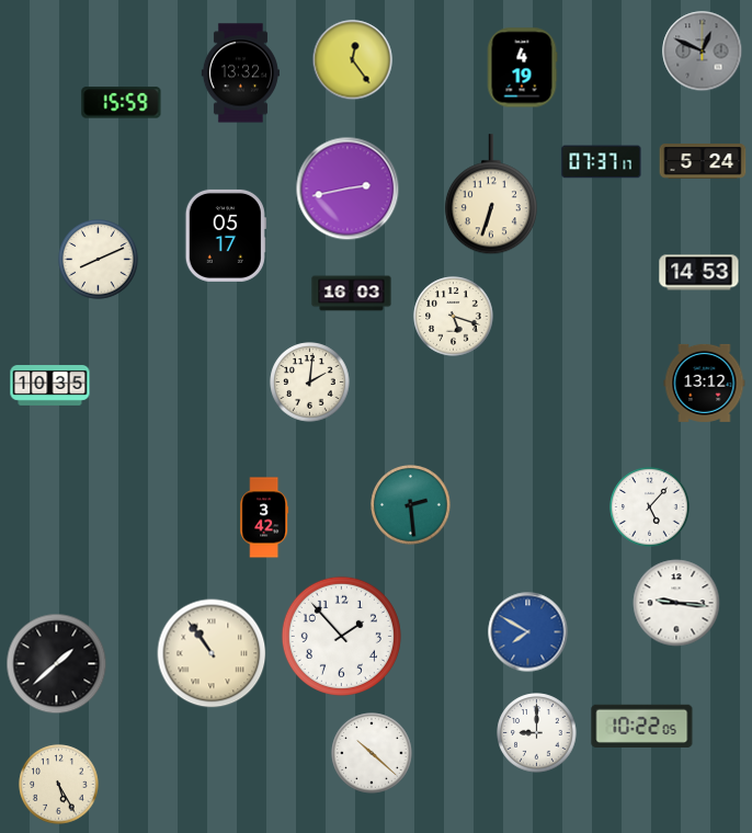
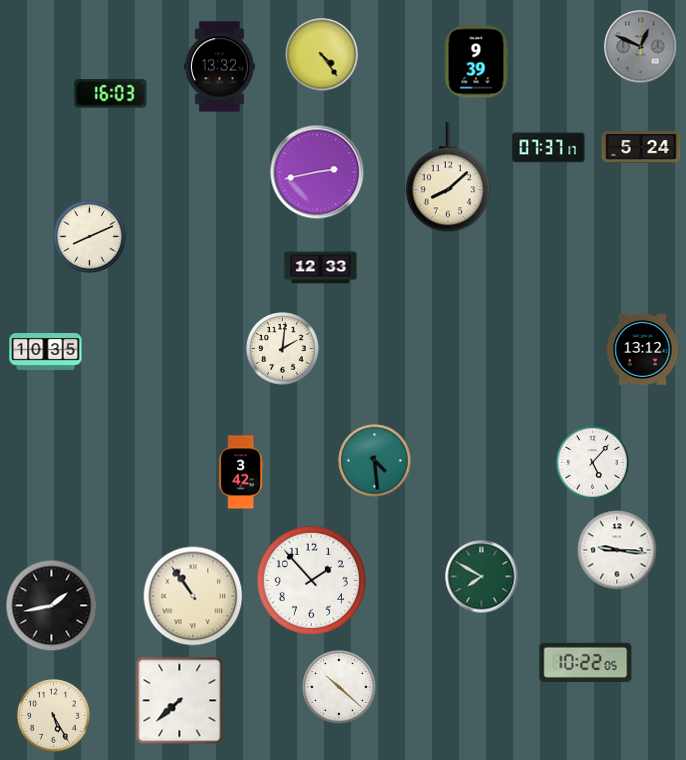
clock at (353, 60): 12:24 -> 4:24
clock at (522, 68): 4:19 -> 9:39
clock at (122, 103): 15:59 -> 16:03
clock at (491, 195): 6:33 -> 8:08
clock at (226, 236): 05:17 -> none
clock at (699, 273): 14:53 -> none
clock at (352, 294): 16:03 -> 12:33
clock at (454, 317): 5:18 -> none
clock at (411, 505): 2:29 -> 4:29
clock at (528, 632) dial: blue -> green
clock at (57, 664): 1:38 -> 1:43
clock at (537, 733): 9:00 -> none
clock at (180, 701): none -> 7:38
